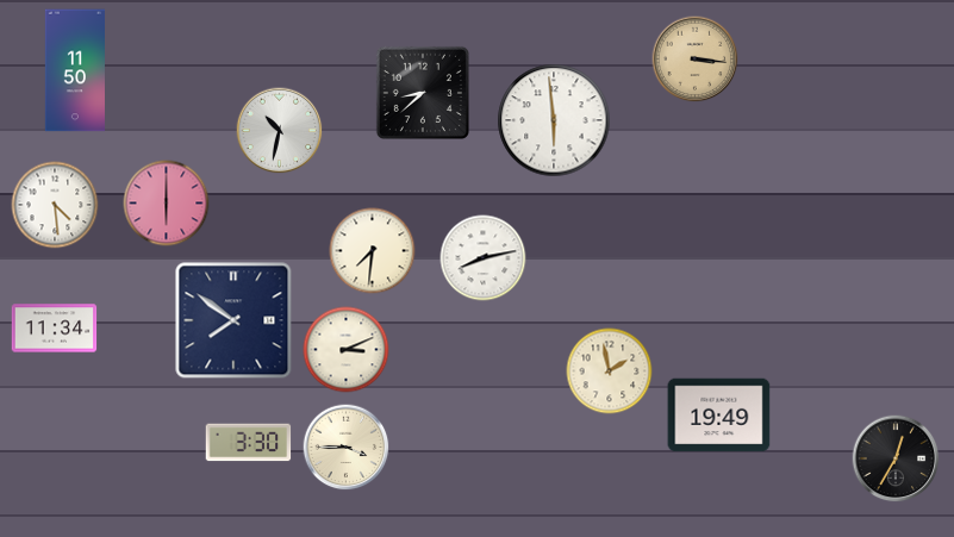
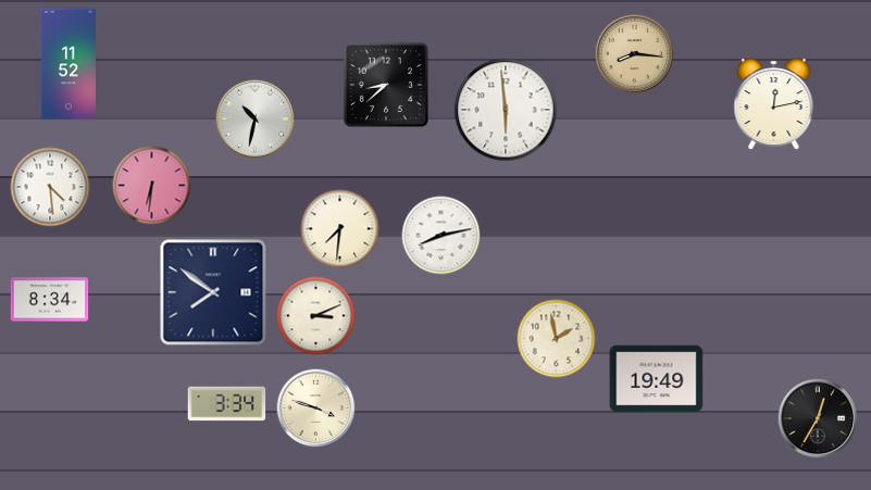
clock at (696, 60): 3:16 -> 8:16
clock at (74, 70): 11:50 -> 11:52
clock at (774, 104): none -> 12:13
clock at (167, 204): 6:00 -> 6:31
clock at (55, 329): 11:34 -> 8:34
clock at (347, 350) position: (347, 350) -> (316, 316)
clock at (249, 443): 3:30 -> 3:34
clock at (347, 448): 3:45 -> 3:48
